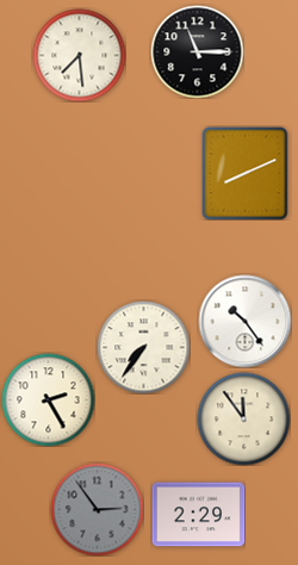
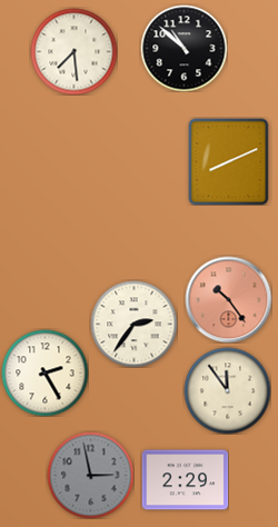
clock at (197, 51): 11:15 -> 10:52
clock at (244, 321) dial: white -> salmon
clock at (143, 347): 7:36 -> 2:36
clock at (97, 509): 2:54 -> 2:58
